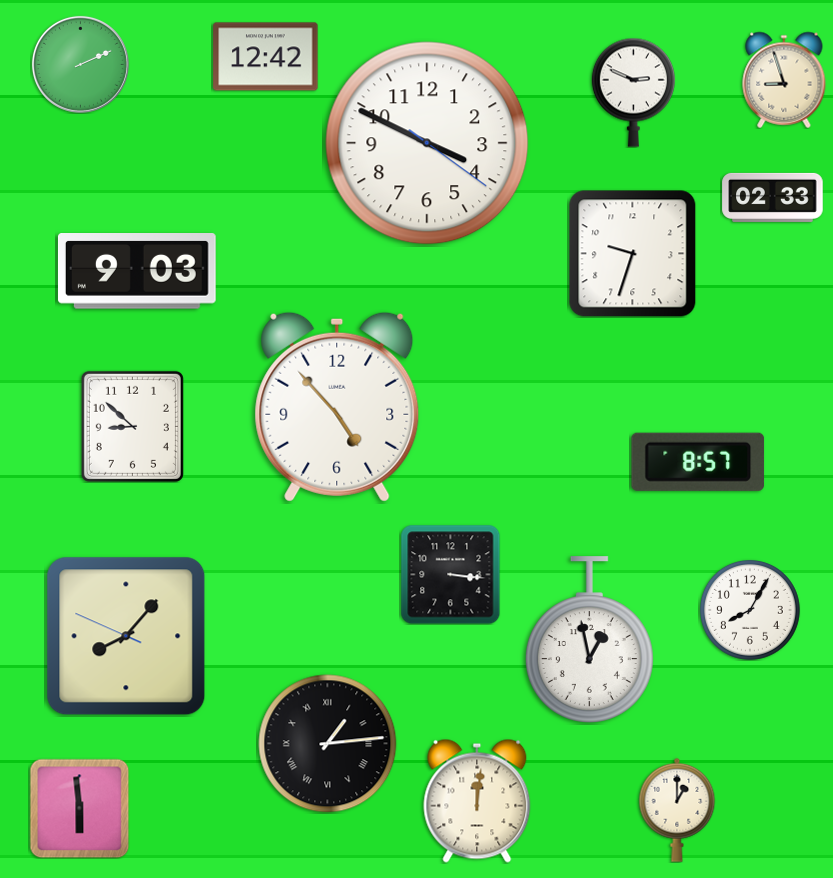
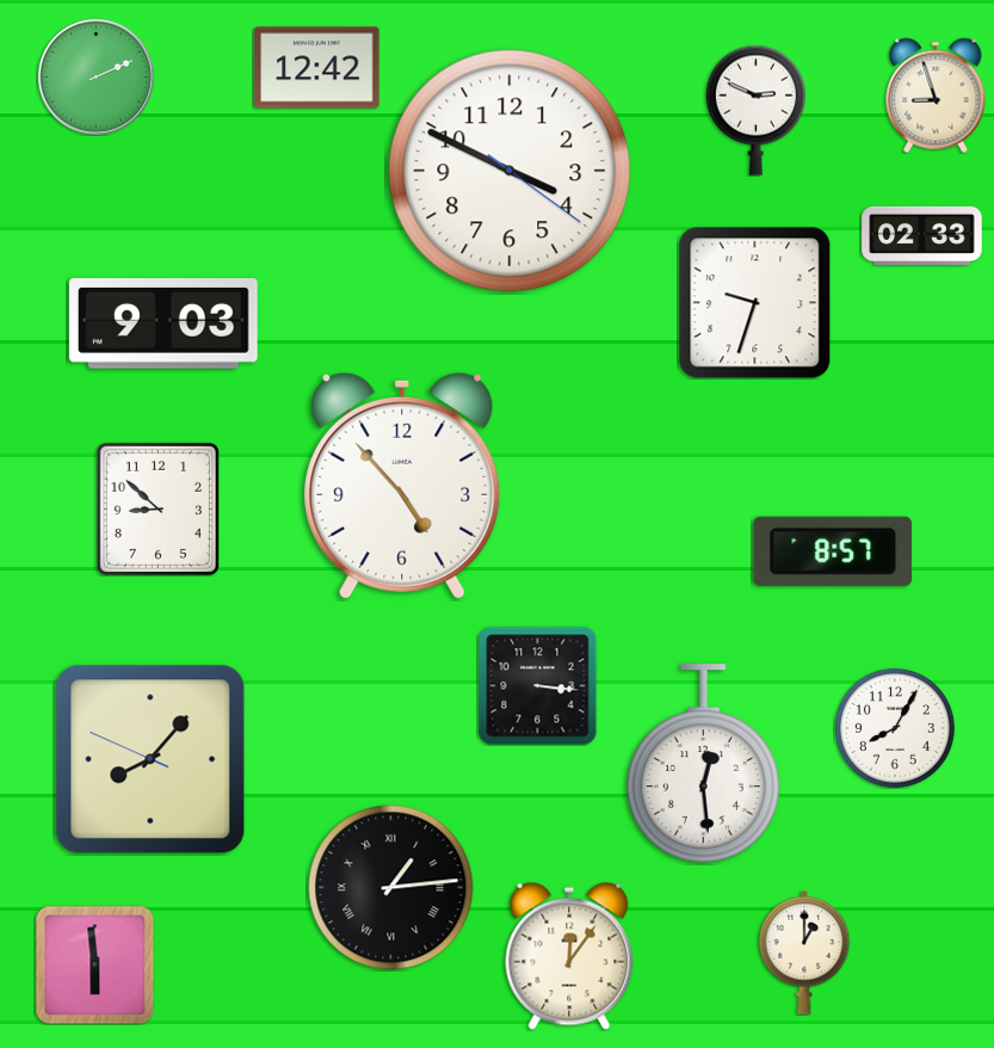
clock at (589, 640): 12:58 -> 12:29
clock at (477, 801): 12:01 -> 12:06
clock at (677, 810) position: (677, 810) -> (804, 953)
